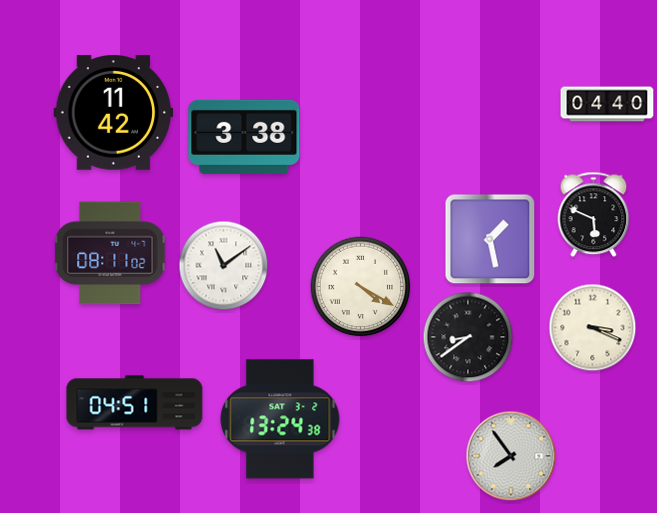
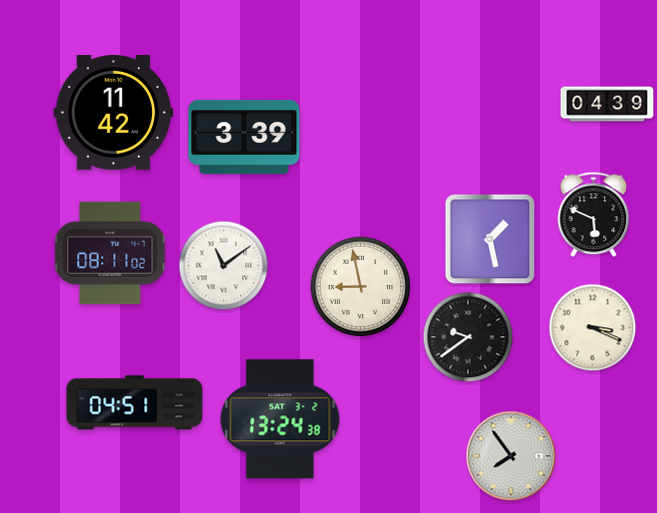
clock at (607, 104): 04:40 -> 04:39
clock at (244, 137): 3:38 -> 3:39
clock at (361, 287): 4:20 -> 8:58
clock at (468, 337): 8:39 -> 9:39
